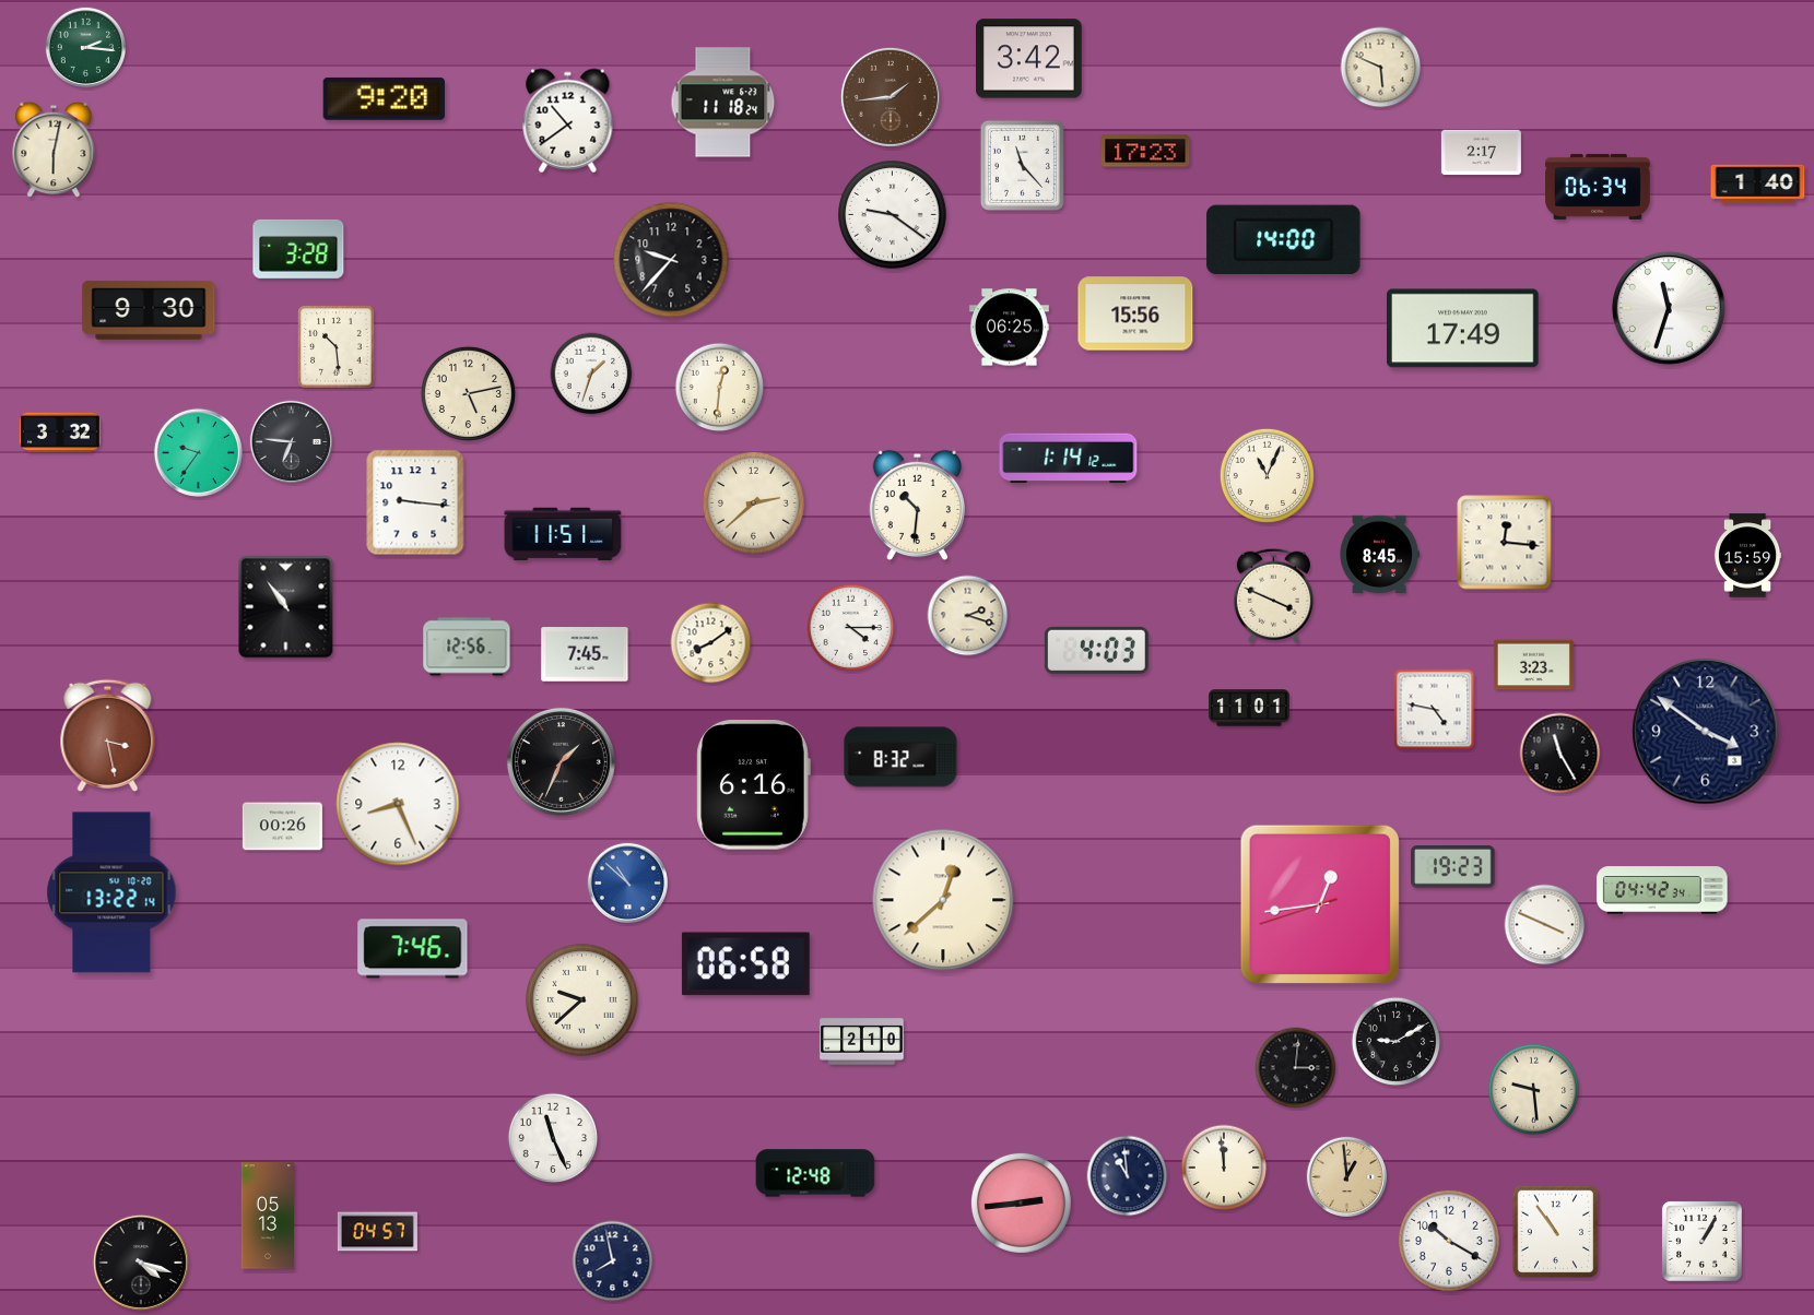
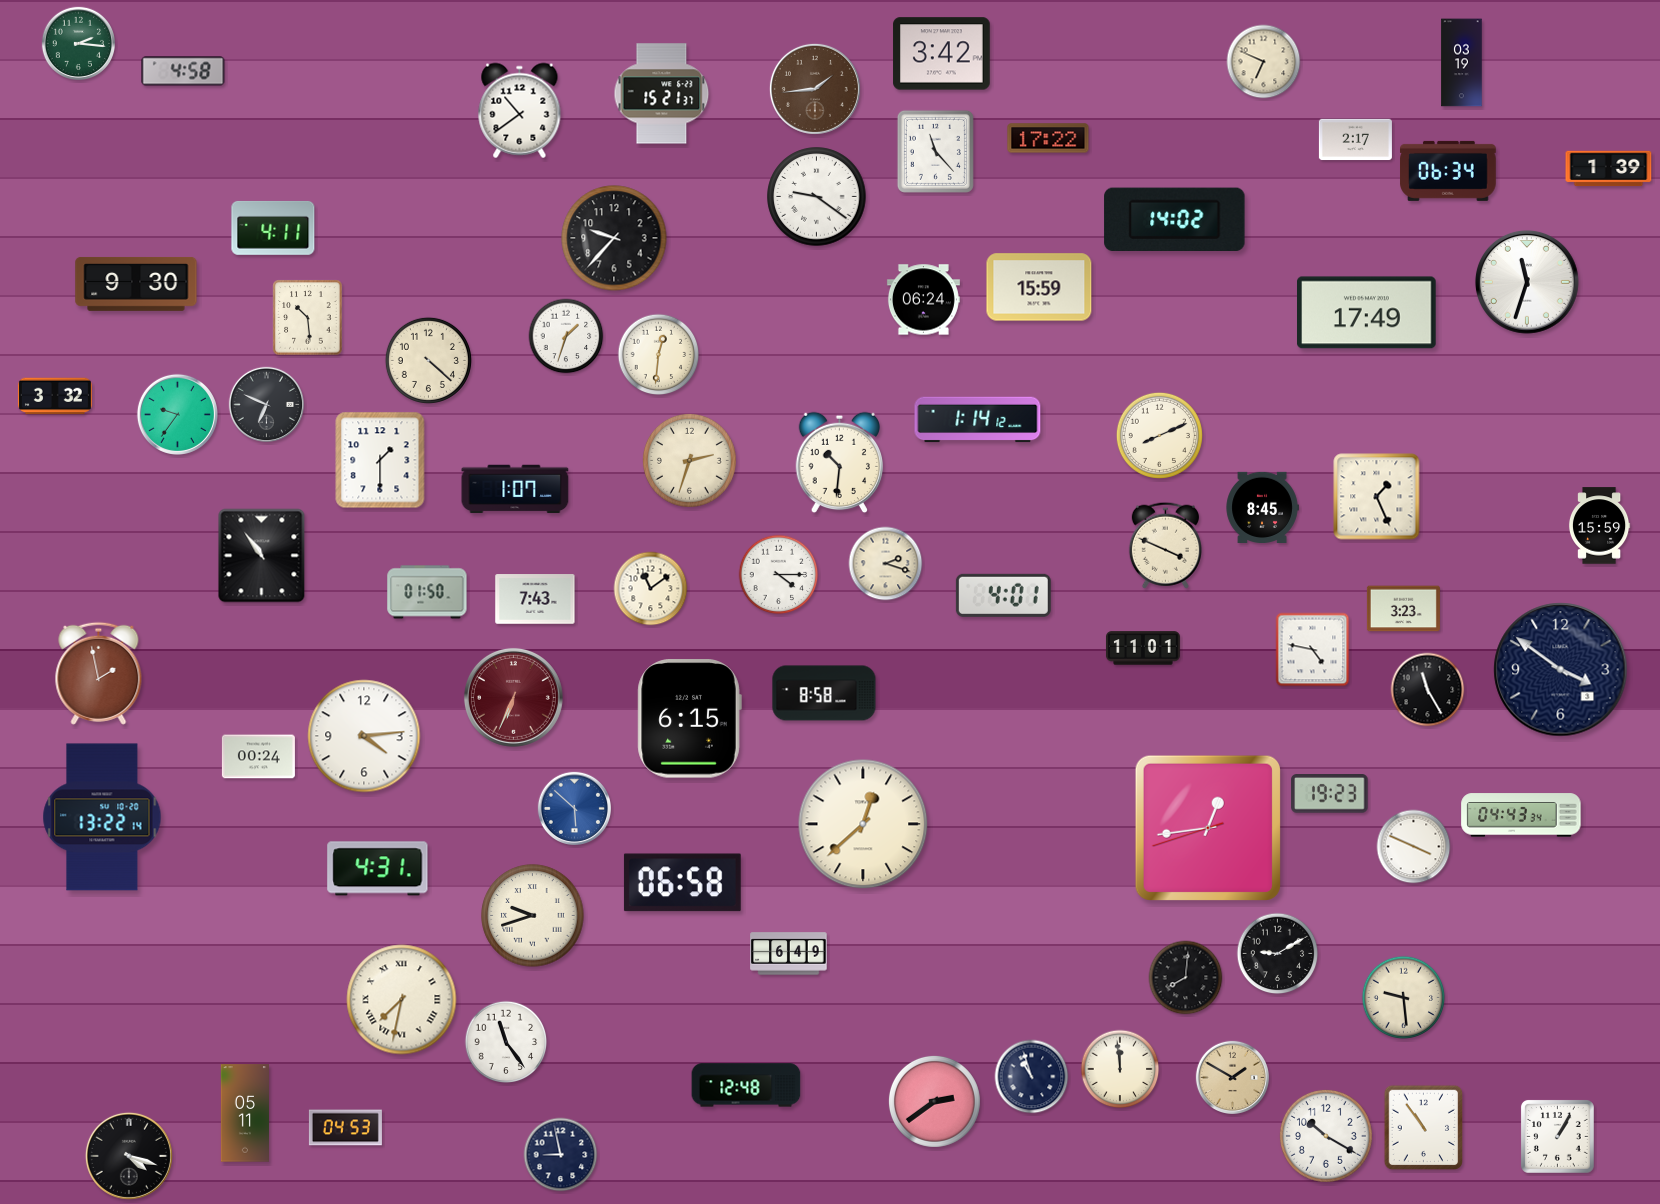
clock at (1381, 68): 5:49 -> 6:49
clock at (1462, 63): none -> 03:19
clock at (183, 71): none -> 4:58
clock at (384, 98): 9:20 -> none
clock at (723, 103): 11:18 -> 15:21
clock at (54, 150): 6:02 -> none
clock at (1145, 151): 17:23 -> 17:22
clock at (1758, 185): 1:40 -> 1:39
clock at (1599, 187) position: (1599, 187) -> (1449, 171)
clock at (1284, 240): 14:00 -> 14:02
clock at (298, 249): 3:28 -> 4:11
clock at (1135, 313): 15:56 -> 15:59
clock at (1009, 328): 06:25 -> 06:24
clock at (1463, 329) position: (1463, 329) -> (1367, 313)
clock at (591, 374) position: (591, 374) -> (566, 336)
clock at (468, 393): 5:13 -> 4:22
clock at (291, 441): 6:46 -> 6:49
clock at (198, 452) position: (198, 452) -> (177, 414)
clock at (1267, 475): 11:04 -> 8:11
clock at (415, 502): 9:16 -> 1:30
clock at (753, 502): 2:38 -> 2:33
clock at (563, 534): 11:51 -> 1:07
clock at (1505, 543): 12:16 -> 1:26
clock at (1747, 556) position: (1747, 556) -> (1599, 526)
clock at (711, 643): 8:09 -> 11:09
clock at (467, 647): 12:56 -> 01:50
clock at (1096, 650): 4:03 -> 4:01
clock at (585, 654): 7:45 -> 7:43
clock at (108, 735): 3:28 -> 1:58
clock at (900, 757): 8:32 -> 8:58
clock at (561, 761): 1:34 -> 6:34
clock at (561, 761) dial: black -> burgundy
clock at (753, 785): 6:16 -> 6:15
clock at (398, 804): 8:26 -> 4:14
clock at (282, 827): 00:26 -> 00:24
clock at (627, 882): 10:52 -> 5:52
clock at (1662, 890): 04:42 -> 04:43
clock at (413, 949): 7:46 -> 4:31
clock at (582, 1000): 9:38 -> 9:42
clock at (862, 1042): 2:10 -> 6:49
clock at (1296, 1068): 3:01 -> 8:01
clock at (402, 1000): none -> 7:32
clock at (553, 1138): 11:26 -> 11:24
clock at (815, 1173) position: (815, 1173) -> (746, 1085)
clock at (1128, 1176): 10:59 -> 10:57
clock at (1346, 1176): 12:59 -> 1:50
clock at (1021, 1203): 2:44 -> 2:39
clock at (267, 1216): 05:13 -> 05:11
clock at (377, 1232): 04:57 -> 04:53
clock at (613, 1261): 7:58 -> 8:58
